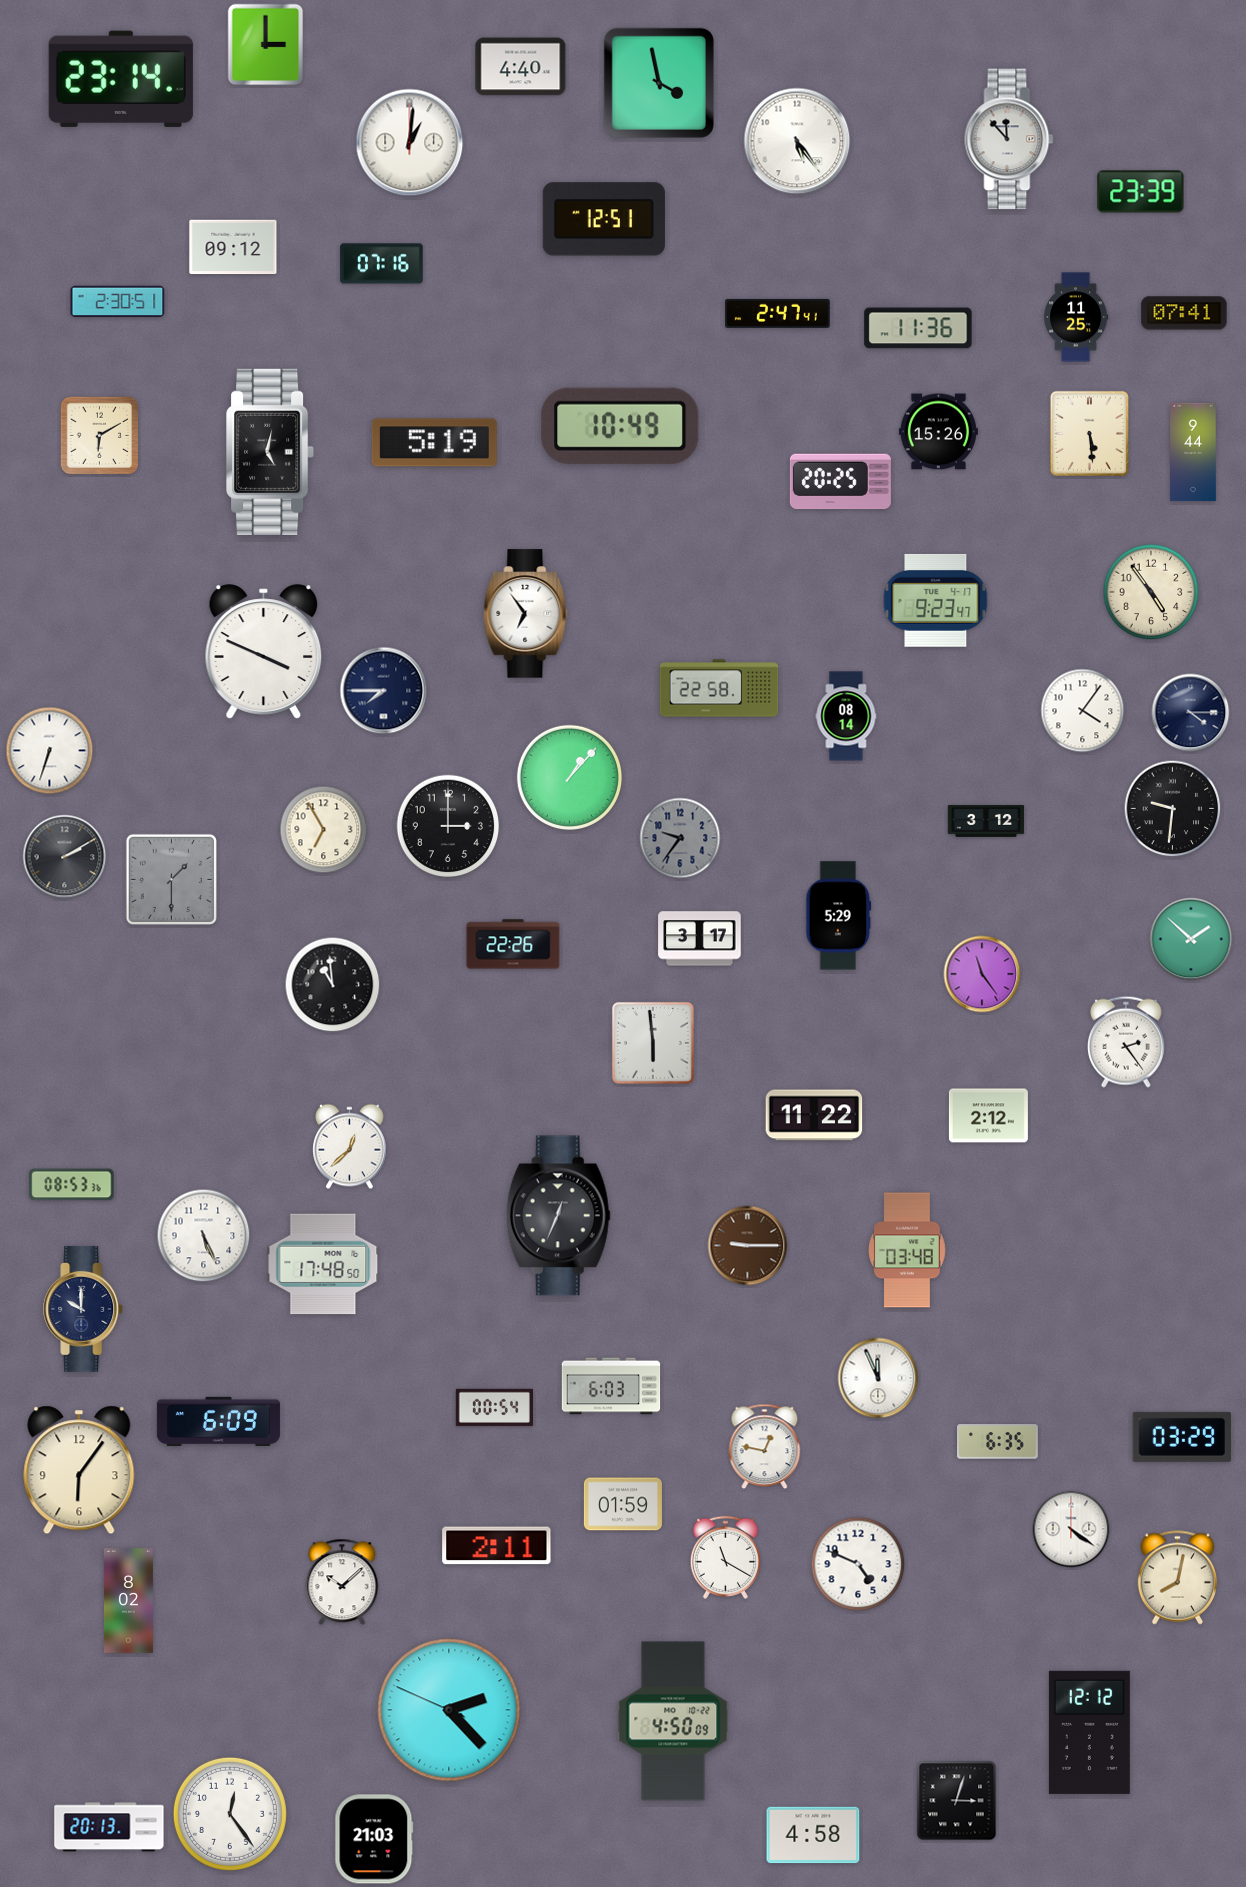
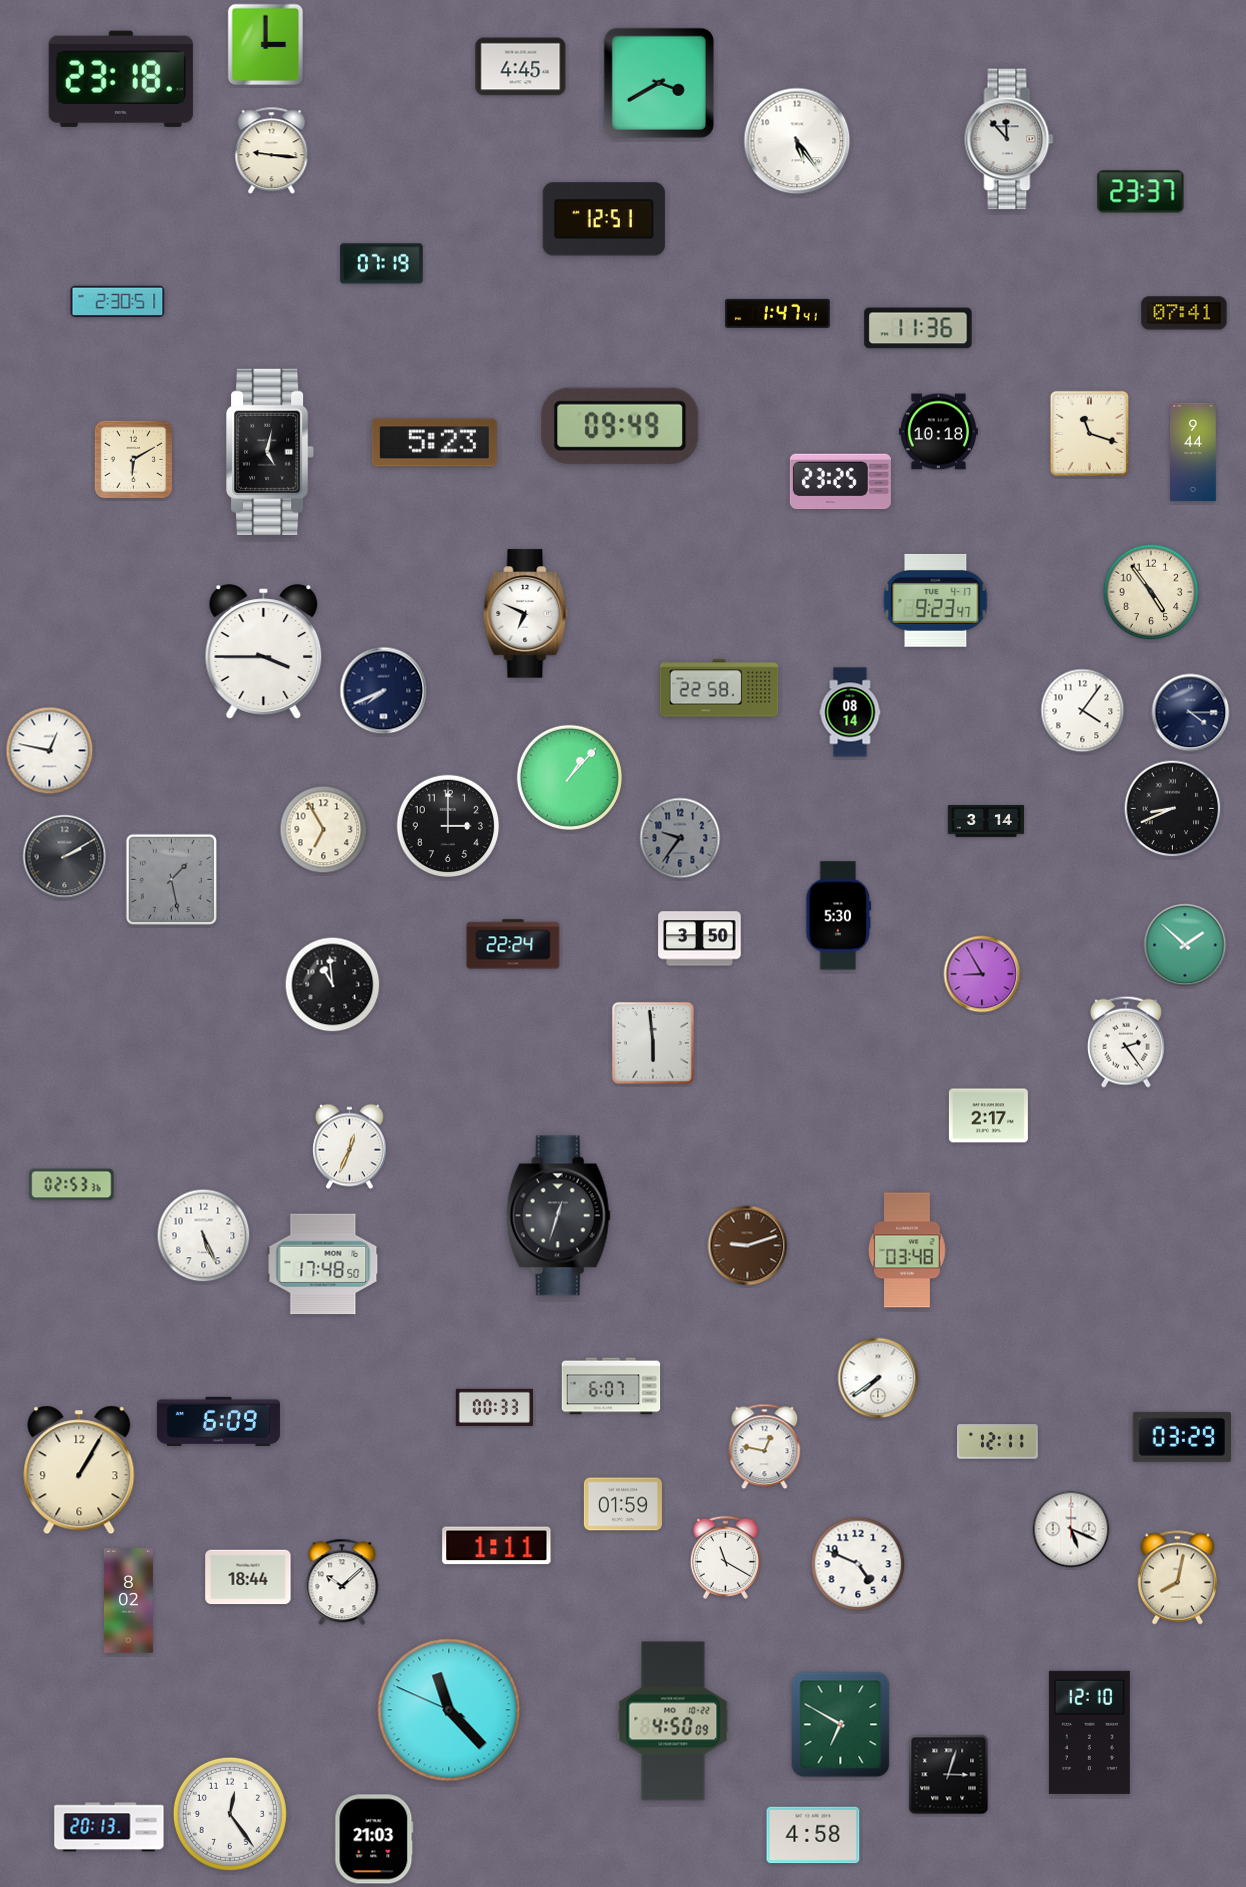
clock at (521, 67): 4:40 -> 4:45
clock at (121, 79): 23:14 -> 23:18
clock at (659, 83): 3:58 -> 3:40
clock at (410, 143): 1:01 -> none
clock at (272, 151): none -> 9:16
clock at (1141, 192): 23:39 -> 23:37
clock at (233, 247): 09:12 -> none
clock at (382, 264): 07:16 -> 07:19
clock at (778, 313): 2:47 -> 1:47
clock at (1076, 317): 11:25 -> none
clock at (620, 426): 10:49 -> 09:49
clock at (938, 432): 15:26 -> 10:18
clock at (1089, 433): 5:29 -> 11:18
clock at (99, 435) position: (99, 435) -> (133, 459)
clock at (434, 443): 5:19 -> 5:23
clock at (840, 482): 20:25 -> 23:25
clock at (526, 614): 6:54 -> 6:49
clock at (264, 652): 3:49 -> 3:45
clock at (384, 691): 7:45 -> 7:41
clock at (846, 716) position: (846, 716) -> (850, 712)
clock at (50, 751): 6:33 -> 12:47
clock at (1173, 809): 9:31 -> 8:41
clock at (986, 822): 3:12 -> 3:14
clock at (171, 879): 1:30 -> 1:28
clock at (839, 916): 5:29 -> 5:30
clock at (700, 939): 3:17 -> 3:50
clock at (1191, 939) position: (1191, 939) -> (1185, 945)
clock at (513, 944): 22:26 -> 22:24
clock at (982, 974): 11:24 -> 8:55
clock at (814, 1115): 11:22 -> none
clock at (988, 1116): 2:12 -> 2:17
clock at (350, 1147): 12:38 -> 12:34
clock at (72, 1185): 08:53 -> 02:53
clock at (558, 1216): 12:34 -> 12:33
clock at (748, 1246): 9:15 -> 9:12
clock at (84, 1309): 10:00 -> none
clock at (878, 1378): 11:56 -> 7:39
clock at (611, 1386): 6:03 -> 6:07
clock at (494, 1407): 00:54 -> 00:33
clock at (998, 1442): 6:35 -> 12:11
clock at (79, 1470): 6:06 -> 1:05
clock at (1071, 1529): 4:21 -> 5:19
clock at (497, 1546): 2:11 -> 1:11
clock at (248, 1577): none -> 18:44
clock at (449, 1710): 2:22 -> 11:22
clock at (841, 1725): none -> 6:50
clock at (1089, 1732): 12:12 -> 12:10
clock at (957, 1801) position: (957, 1801) -> (949, 1775)
